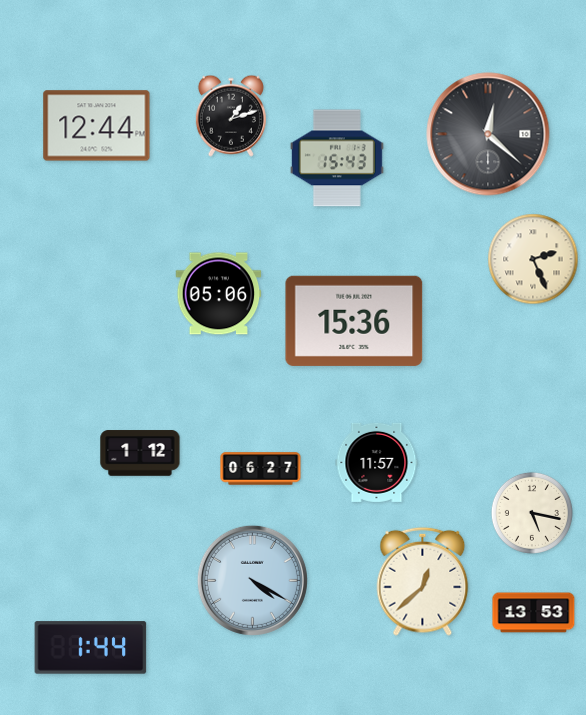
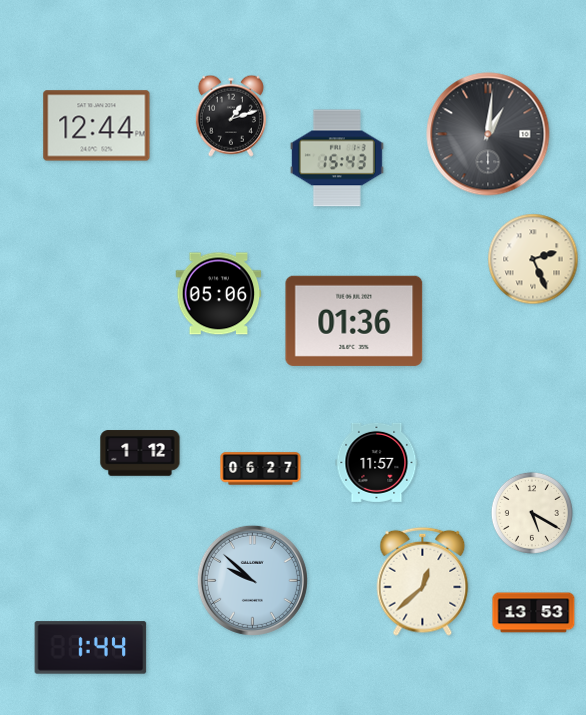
clock at (488, 134): 12:22 -> 1:01
clock at (354, 321): 15:36 -> 01:36
clock at (532, 513): 5:17 -> 5:20
clock at (252, 580): 4:20 -> 9:52
